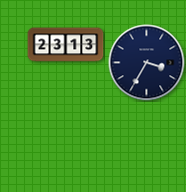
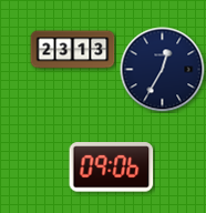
clock at (147, 63): 3:35 -> 12:35
clock at (112, 168): none -> 09:06
